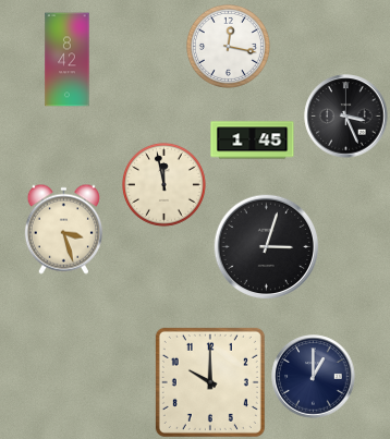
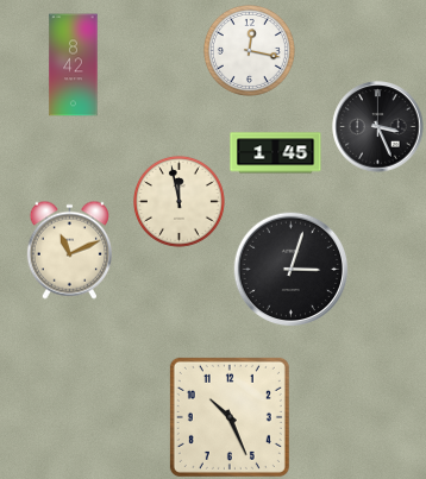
clock at (63, 229): 3:27 -> 11:11
clock at (314, 377): 1:00 -> none
clock at (210, 382): 10:00 -> 10:26
